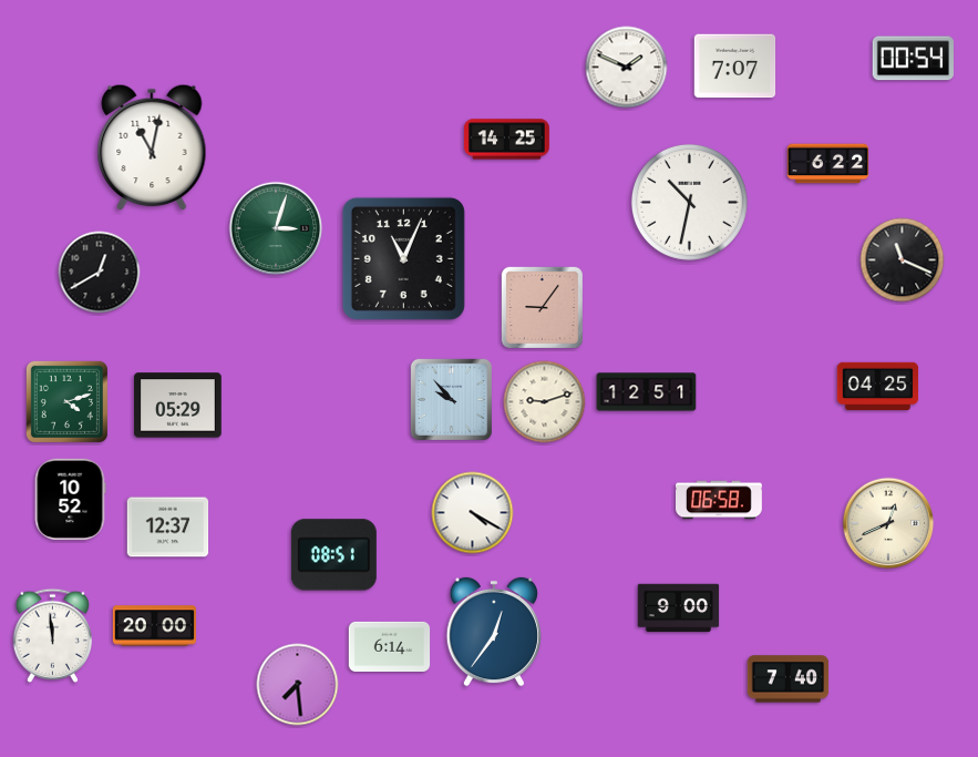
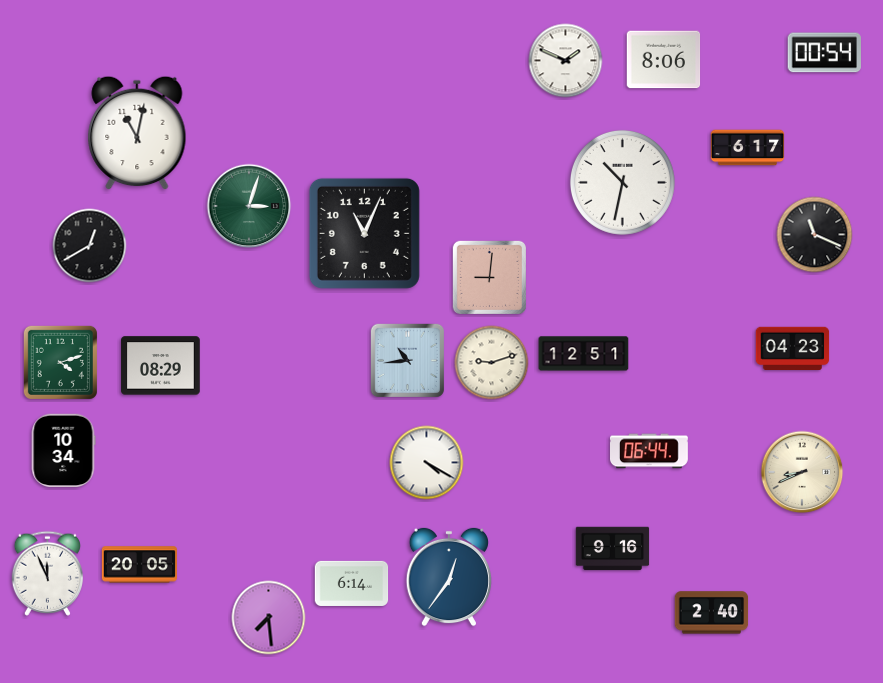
clock at (735, 67): 7:07 -> 8:06
clock at (506, 140): 14:25 -> none
clock at (828, 164): 6:22 -> 6:17
clock at (542, 307): 9:06 -> 9:01
clock at (878, 386): 04:25 -> 04:23
clock at (451, 399): 9:53 -> 10:44
clock at (178, 406): 05:29 -> 08:29
clock at (70, 500): 10:52 -> 10:34
clock at (720, 500): 06:58 -> 06:44
clock at (888, 523): 12:41 -> 8:41
clock at (168, 528): 12:37 -> none
clock at (333, 555): 08:51 -> none
clock at (679, 608): 9:00 -> 9:16
clock at (154, 626): 20:00 -> 20:05
clock at (494, 632) position: (494, 632) -> (449, 577)
clock at (52, 635): 11:59 -> 11:56
clock at (789, 679): 7:40 -> 2:40
